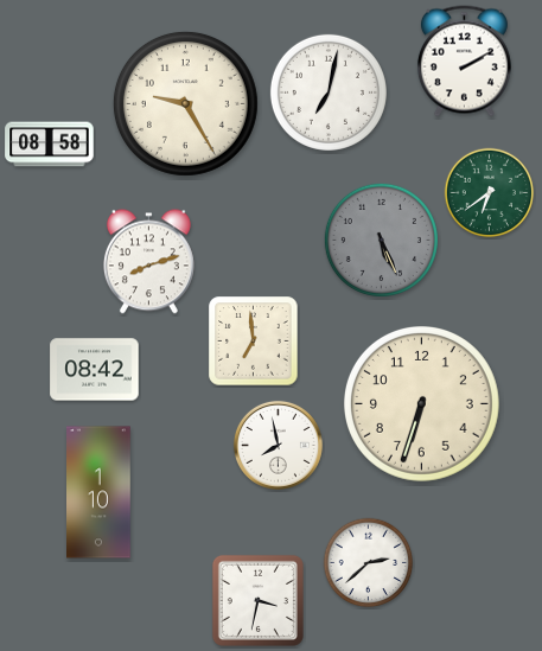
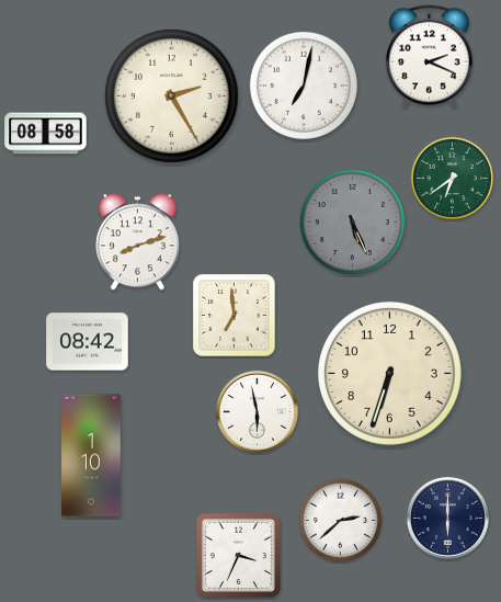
clock at (464, 62): 2:10 -> 2:19
clock at (185, 103): 9:25 -> 2:25
clock at (278, 445): 7:58 -> 5:58
clock at (447, 518): none -> 6:00
clock at (257, 600): 3:32 -> 3:34
